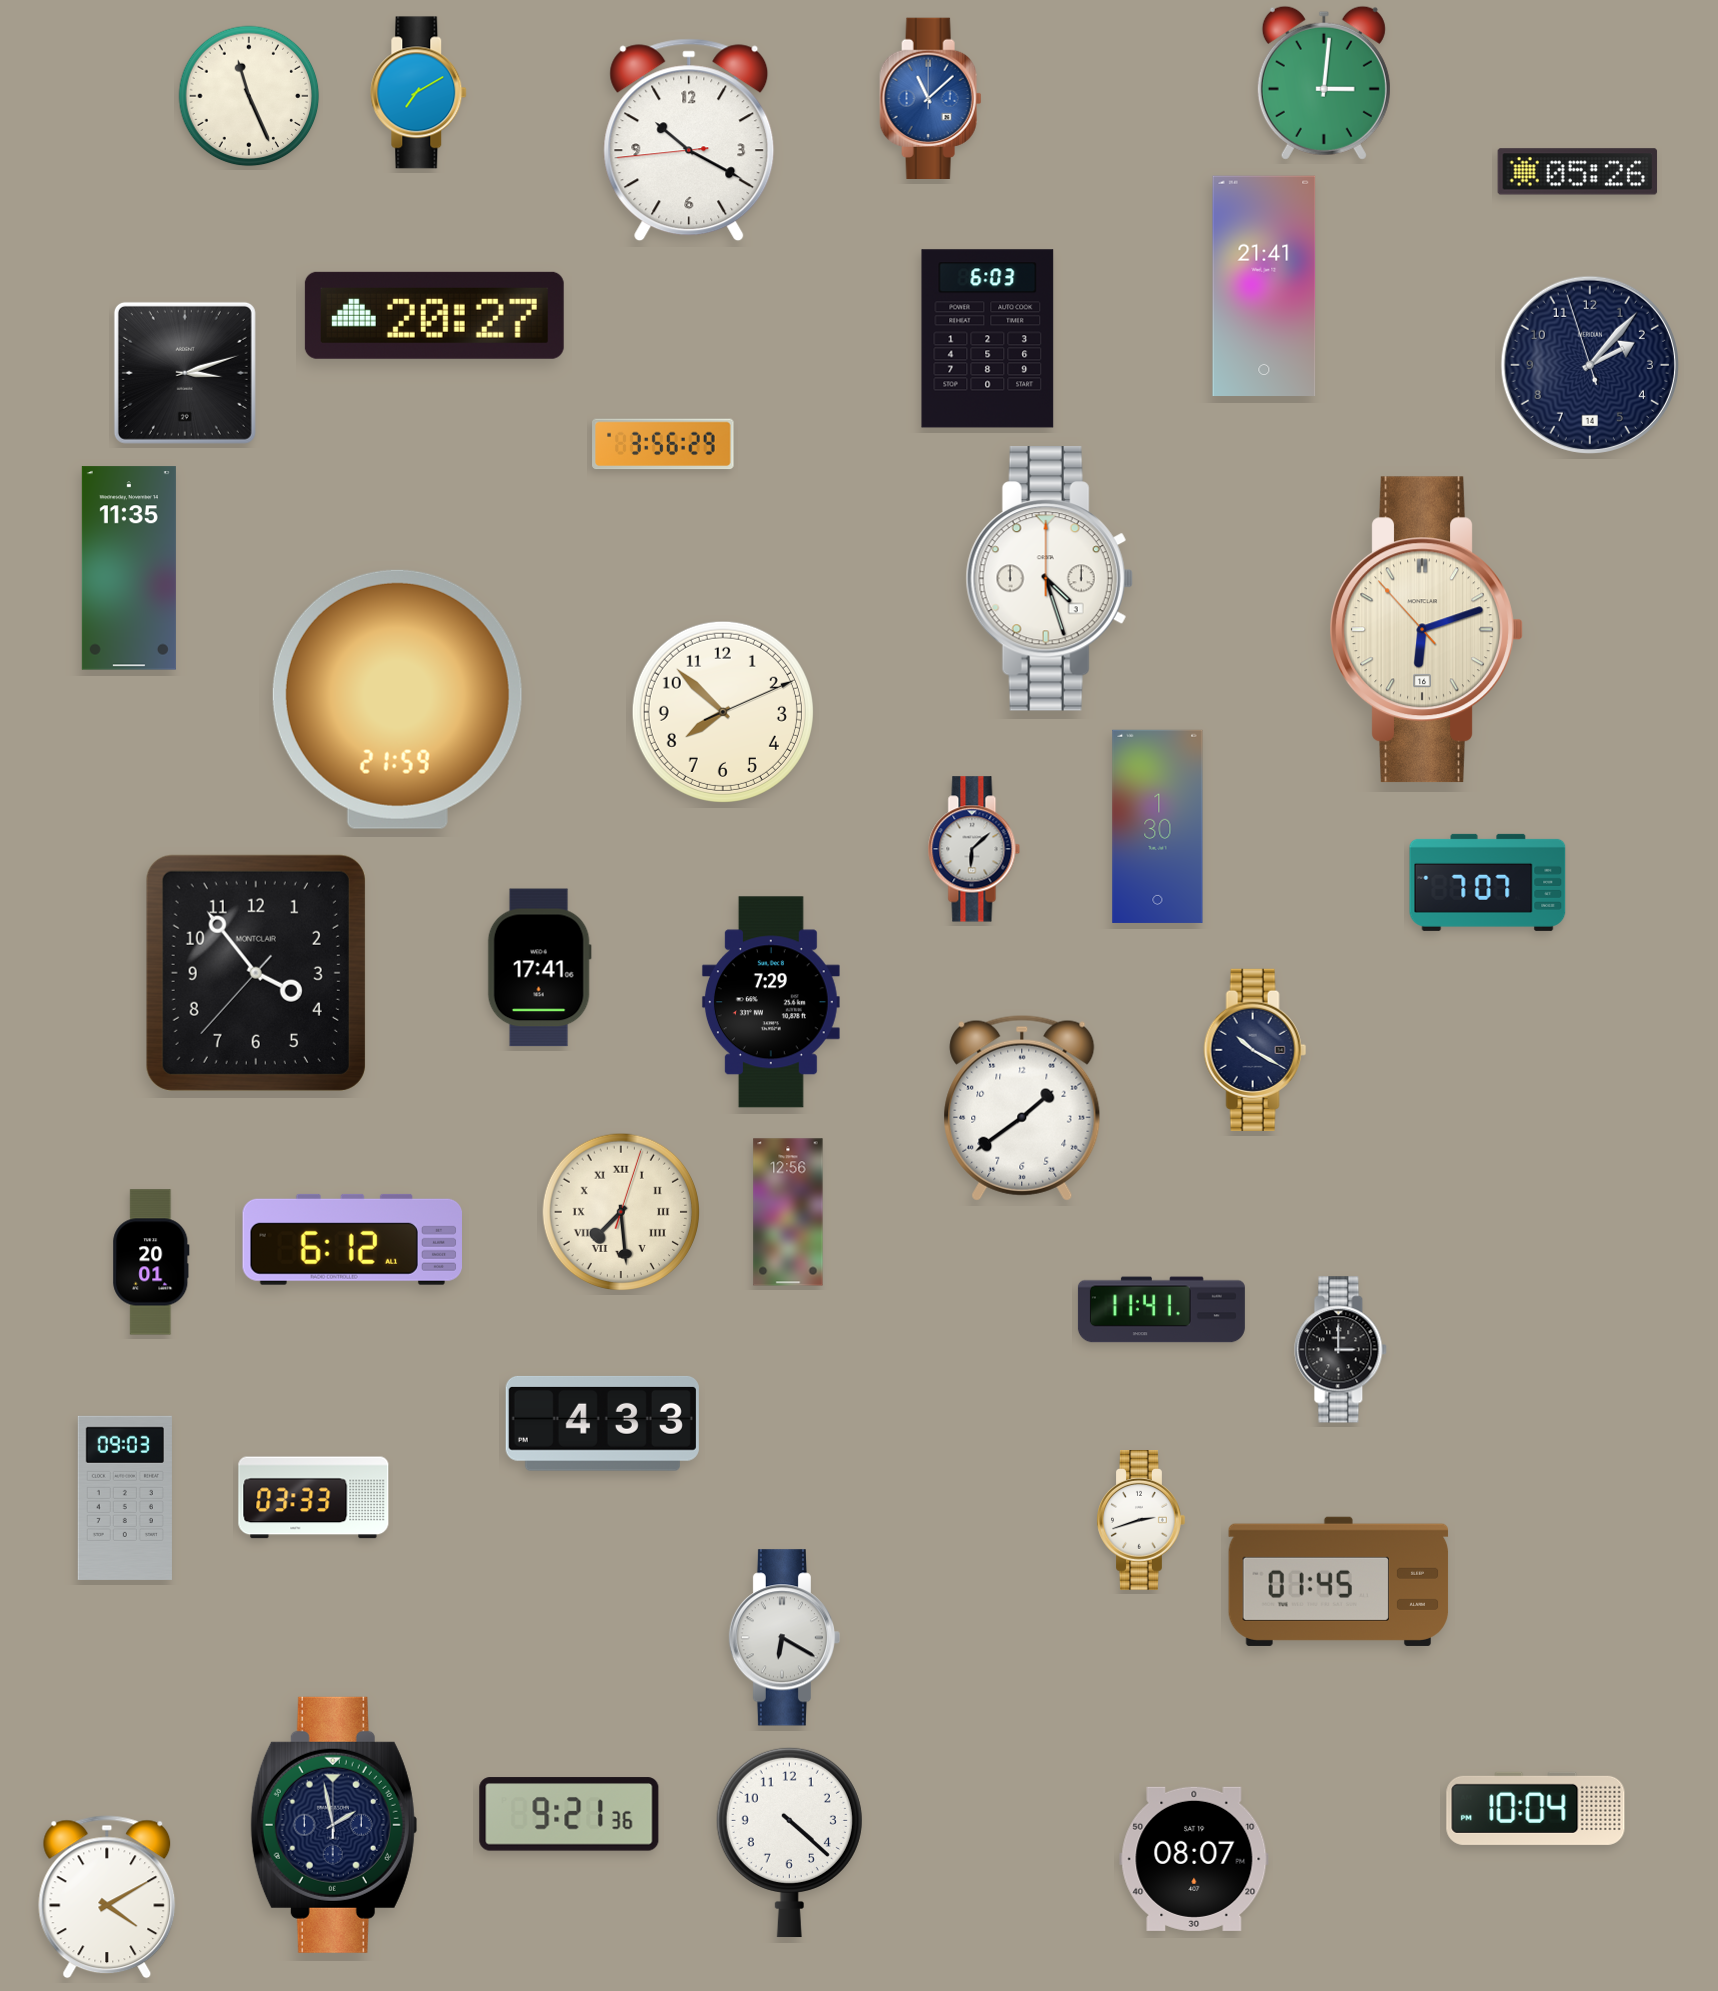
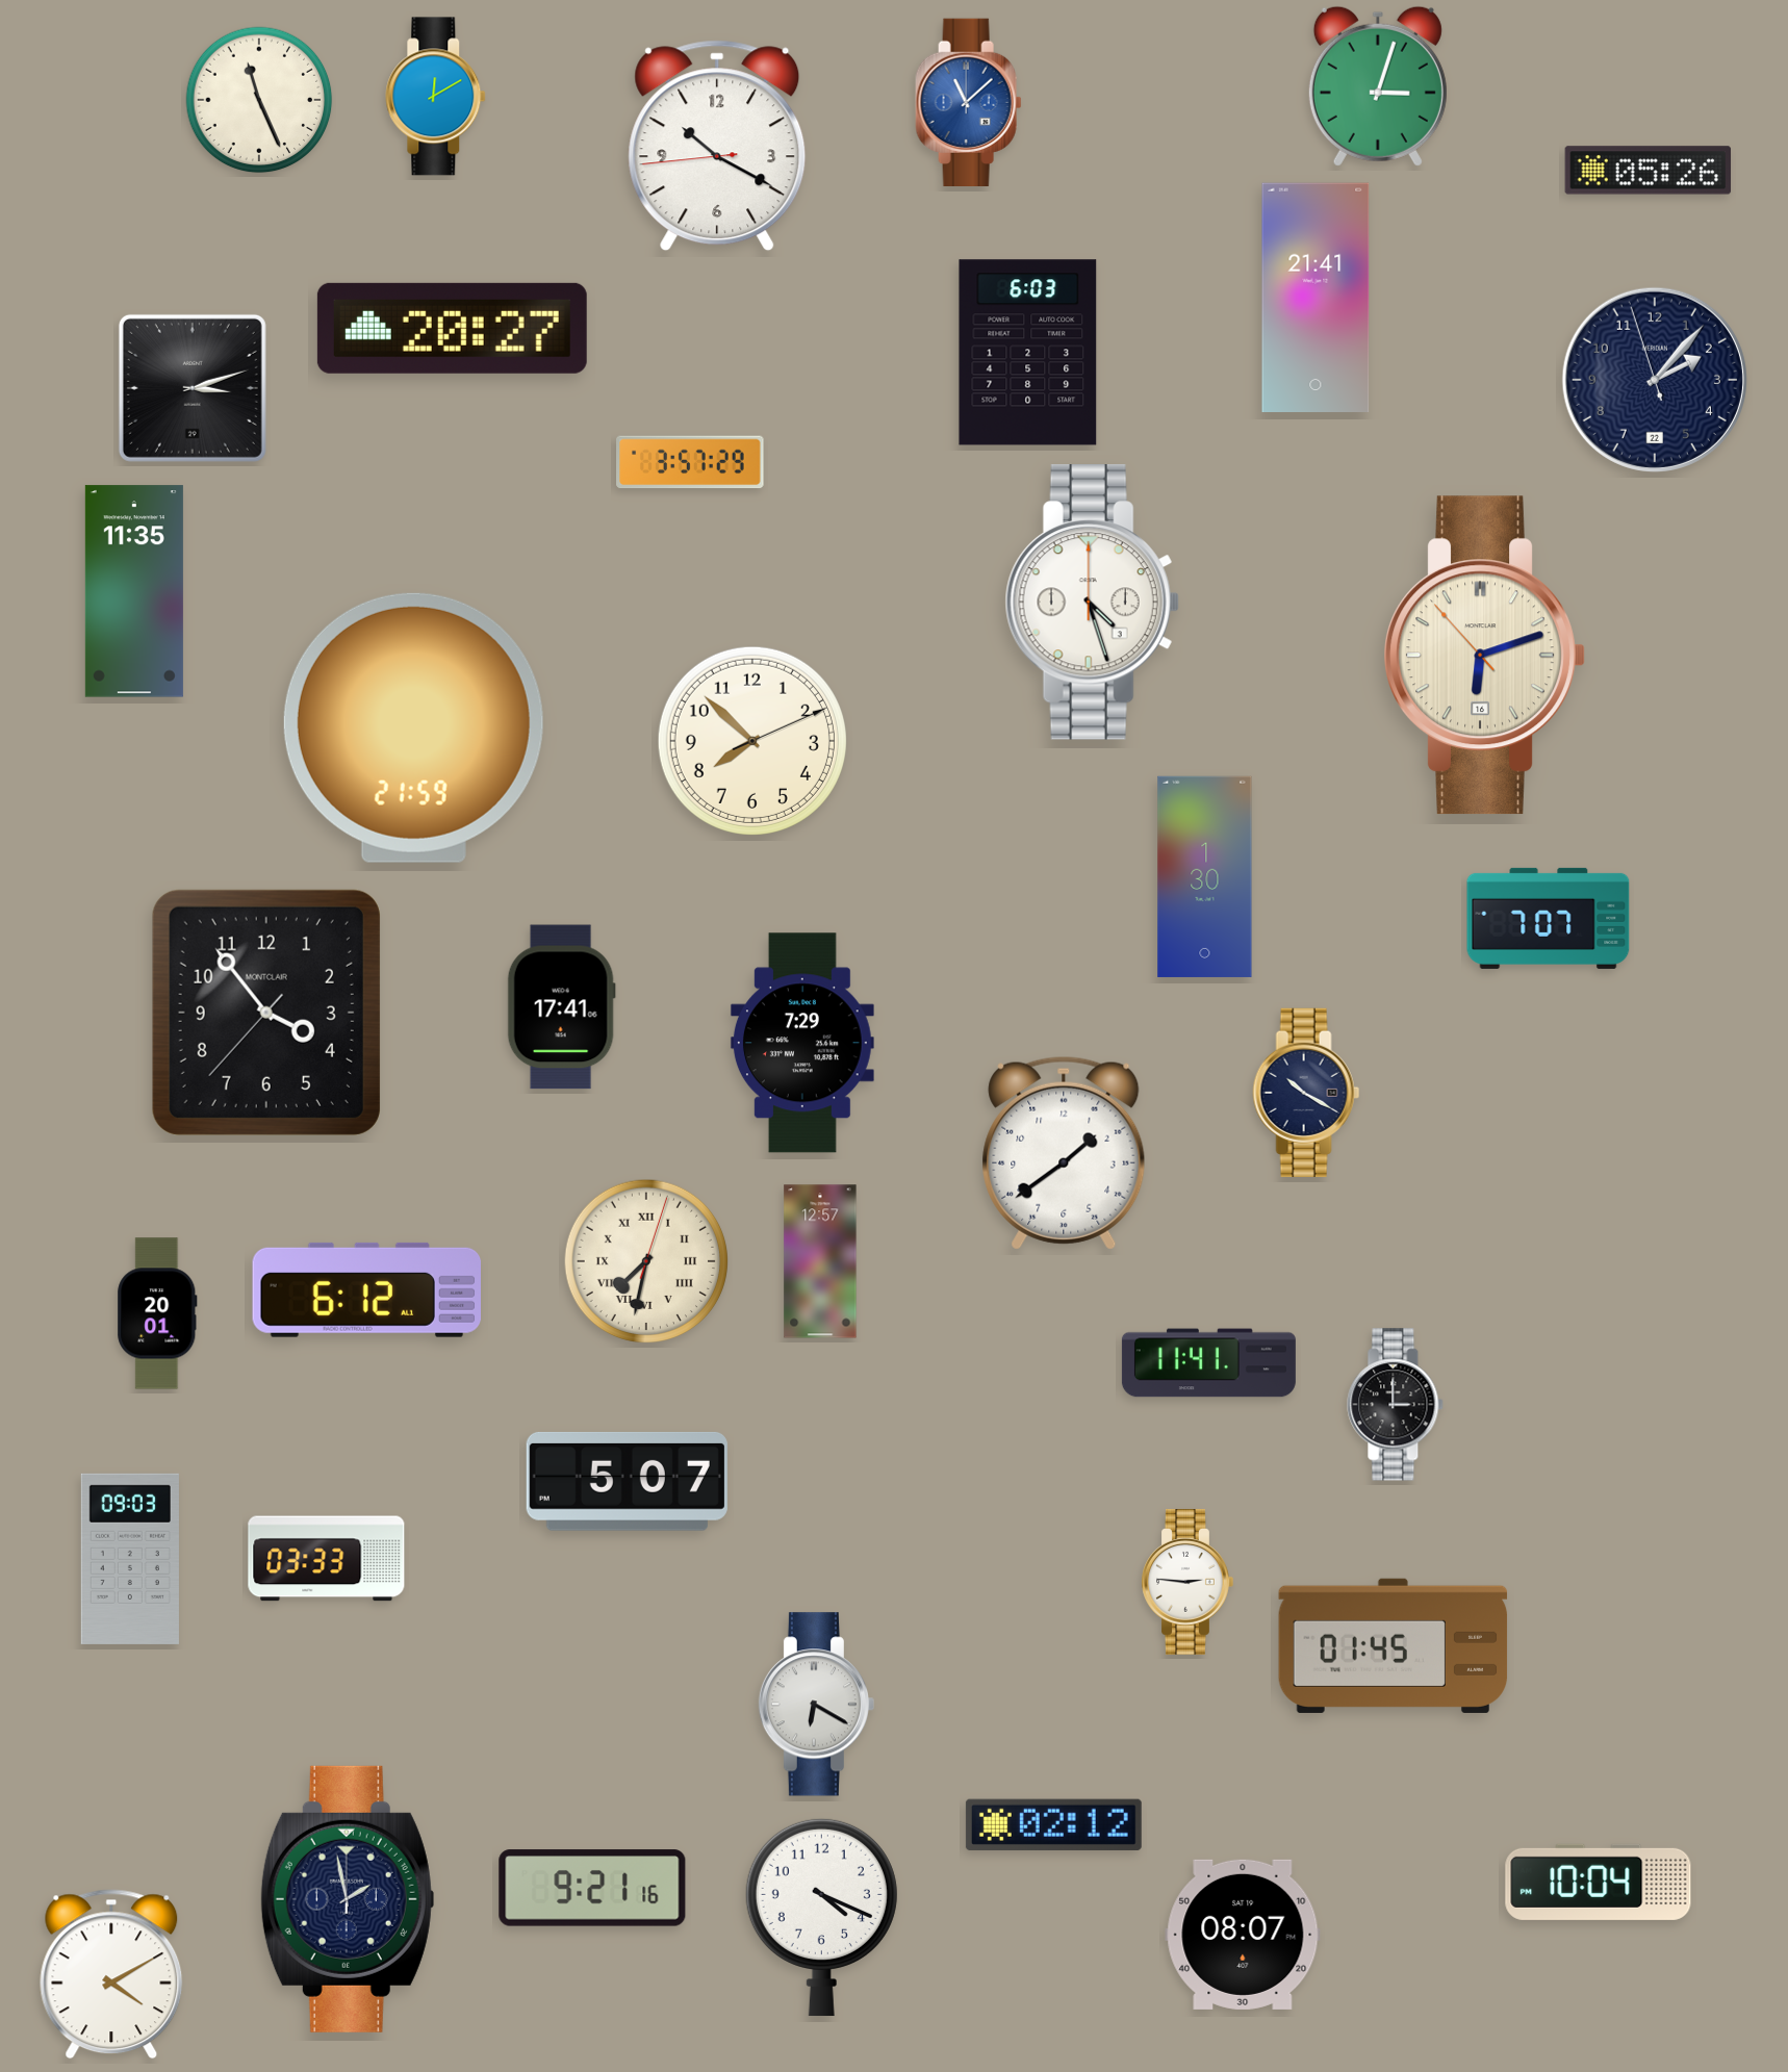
clock at (1324, 83): 3:01 -> 3:03
clock at (419, 93): 7:10 -> 12:10
clock at (1578, 172) position: (1578, 172) -> (1649, 171)
clock at (1590, 365) date: 14 -> 22
clock at (663, 444): 3:56 -> 3:57
clock at (1158, 826) position: (1158, 826) -> (1205, 876)
clock at (974, 849): 6:08 -> none
clock at (620, 1211): 7:29 -> 7:32
clock at (788, 1212): 12:56 -> 12:57
clock at (602, 1423): 4:33 -> 5:07
clock at (1141, 1521): 2:42 -> 2:46
clock at (1053, 1824): none -> 02:12
clock at (569, 1814): 9:21:36 -> 9:21:16
clock at (789, 1842): 4:22 -> 4:19
